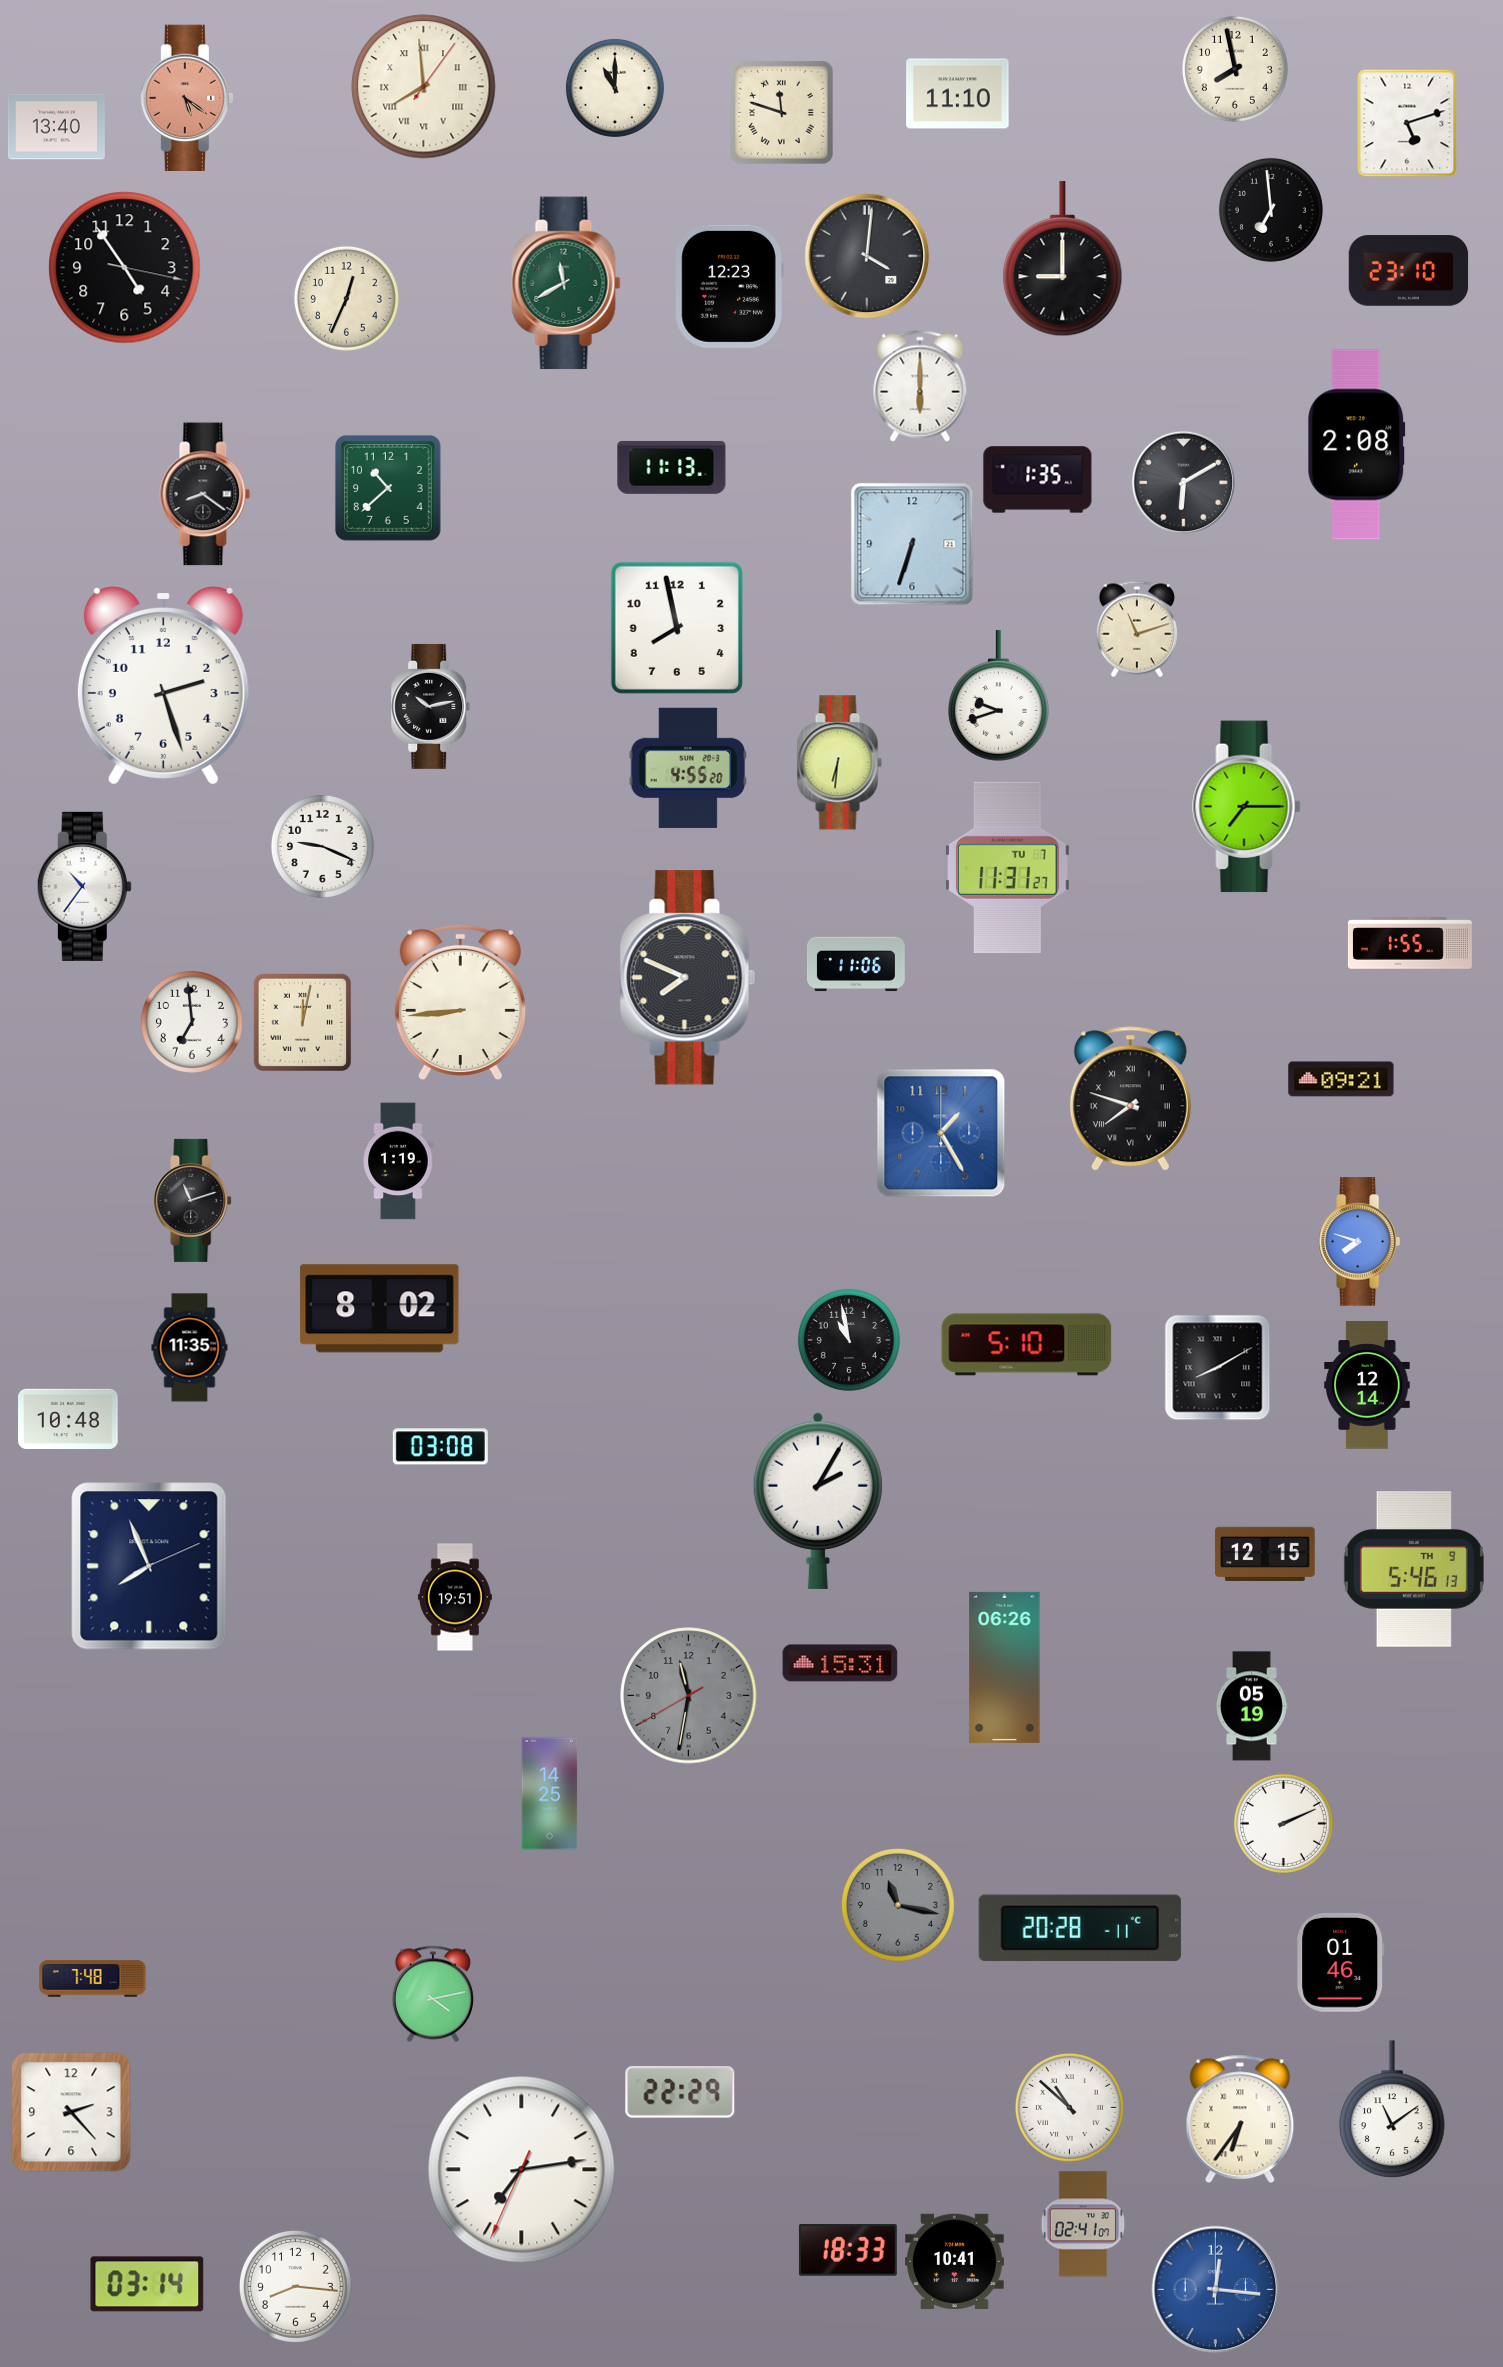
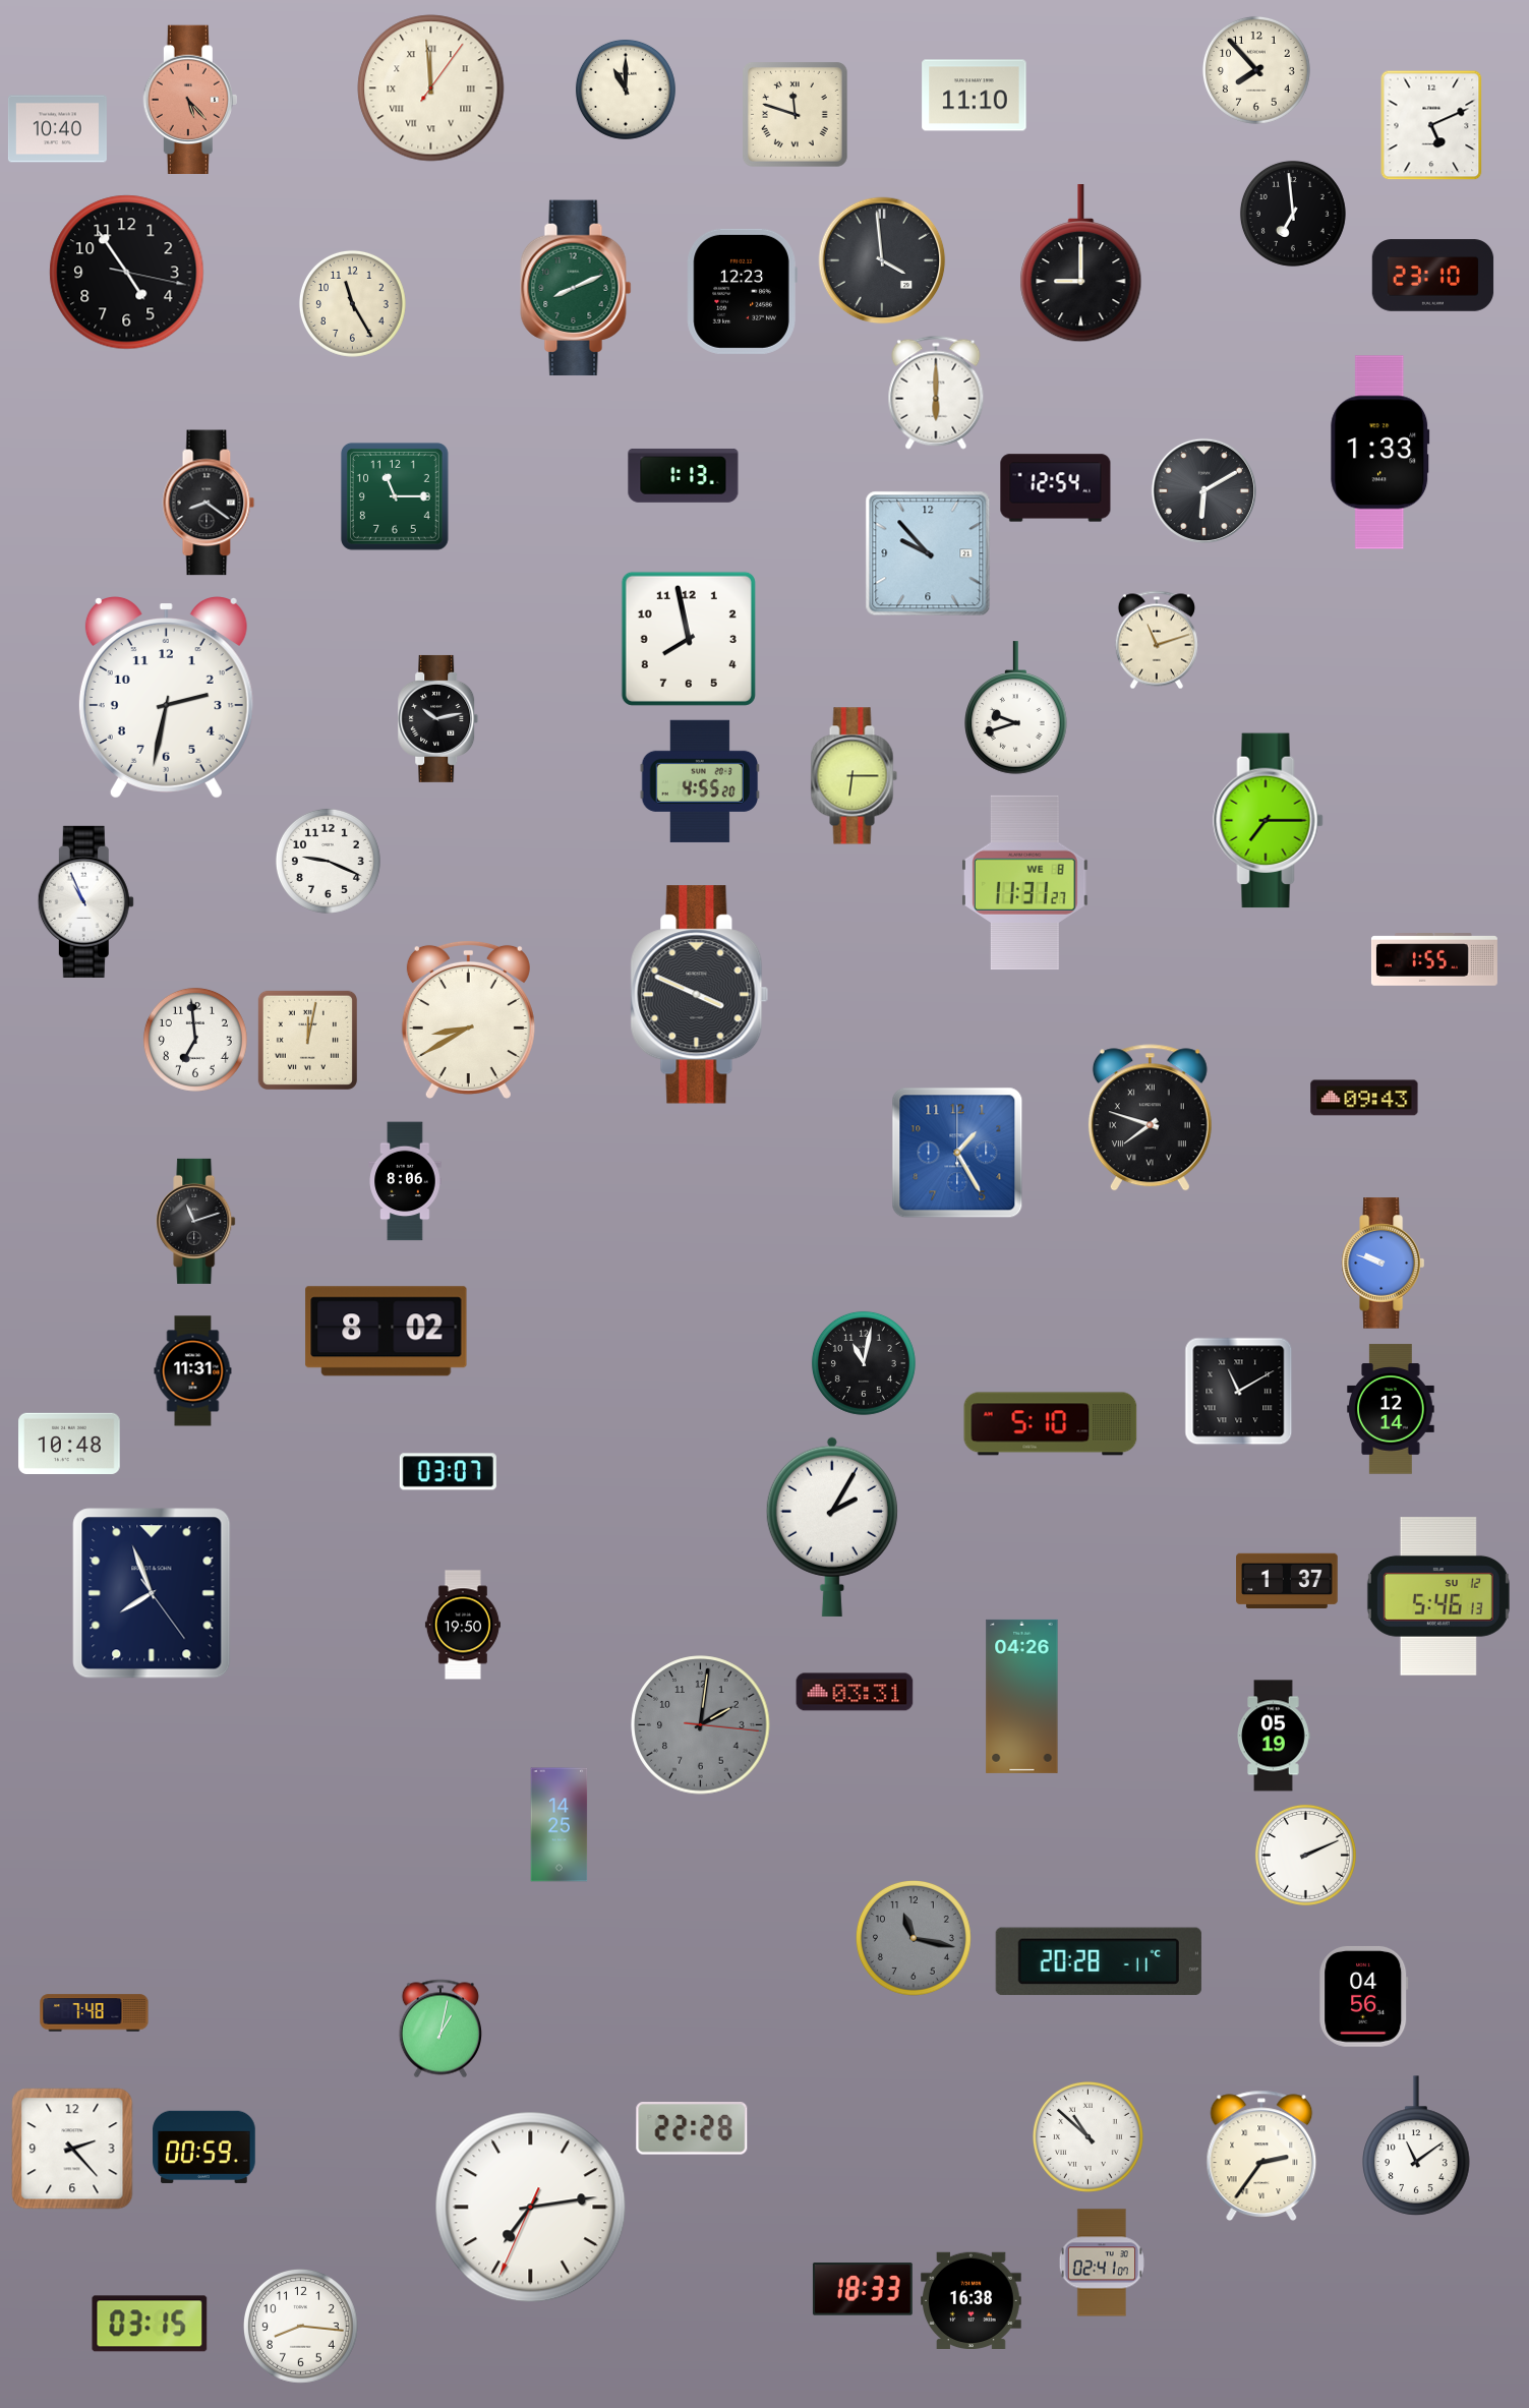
clock at (1235, 69): 7:58 -> 7:53
clock at (424, 87): 7:59 -> 11:59
clock at (187, 98): 5:21 -> 5:23
clock at (1407, 123): 5:12 -> 5:11
clock at (56, 127): 13:40 -> 10:40
clock at (867, 256): 4:01 -> 3:59
clock at (566, 283): 11:40 -> 8:11
clock at (346, 298): 12:34 -> 11:25
clock at (1357, 445): 2:08 -> 1:33
clock at (672, 467): 11:13 -> 1:13
clock at (1038, 480): 1:35 -> 12:54
clock at (388, 488): 10:38 -> 11:15
clock at (912, 544): 6:33 -> 9:53
clock at (163, 686): 2:27 -> 2:32
clock at (839, 763): 6:31 -> 6:15
clock at (1008, 868) date: TU 7 -> WE 8
clock at (84, 886): 10:36 -> 10:56
clock at (856, 964): 11:06 -> none
clock at (688, 978): 7:49 -> 3:49
clock at (460, 1002): 8:44 -> 8:40
clock at (1341, 1079): 09:21 -> 09:43
clock at (398, 1161): 1:19 -> 8:06
clock at (1359, 1242): 7:48 -> 9:48
clock at (849, 1340): 10:58 -> 11:02
clock at (1027, 1345) position: (1027, 1345) -> (1051, 1424)
clock at (190, 1348): 11:35 -> 11:31
clock at (1218, 1368): 8:10 -> 11:10
clock at (440, 1447): 03:08 -> 03:07
clock at (1265, 1553): 12:15 -> 1:37
clock at (149, 1566): 7:56:11 -> 7:56:24
clock at (1414, 1569) date: TH 9 -> SU 12
clock at (455, 1597): 19:51 -> 19:50
clock at (840, 1663): 15:31 -> 03:31
clock at (1005, 1667): 06:26 -> 04:26
clock at (689, 1696): 11:31 -> 2:01
clock at (1341, 1962): 01:46 -> 04:56
clock at (433, 1994): 4:13 -> 1:02
clock at (680, 2093): 22:29 -> 22:28
clock at (1069, 2107) position: (1069, 2107) -> (1087, 2136)
clock at (204, 2147): none -> 00:59
clock at (1240, 2118): 6:36 -> 2:36
clock at (955, 2262): 10:41 -> 16:38
clock at (147, 2284): 03:14 -> 03:15
clock at (1216, 2290): 12:16 -> none
